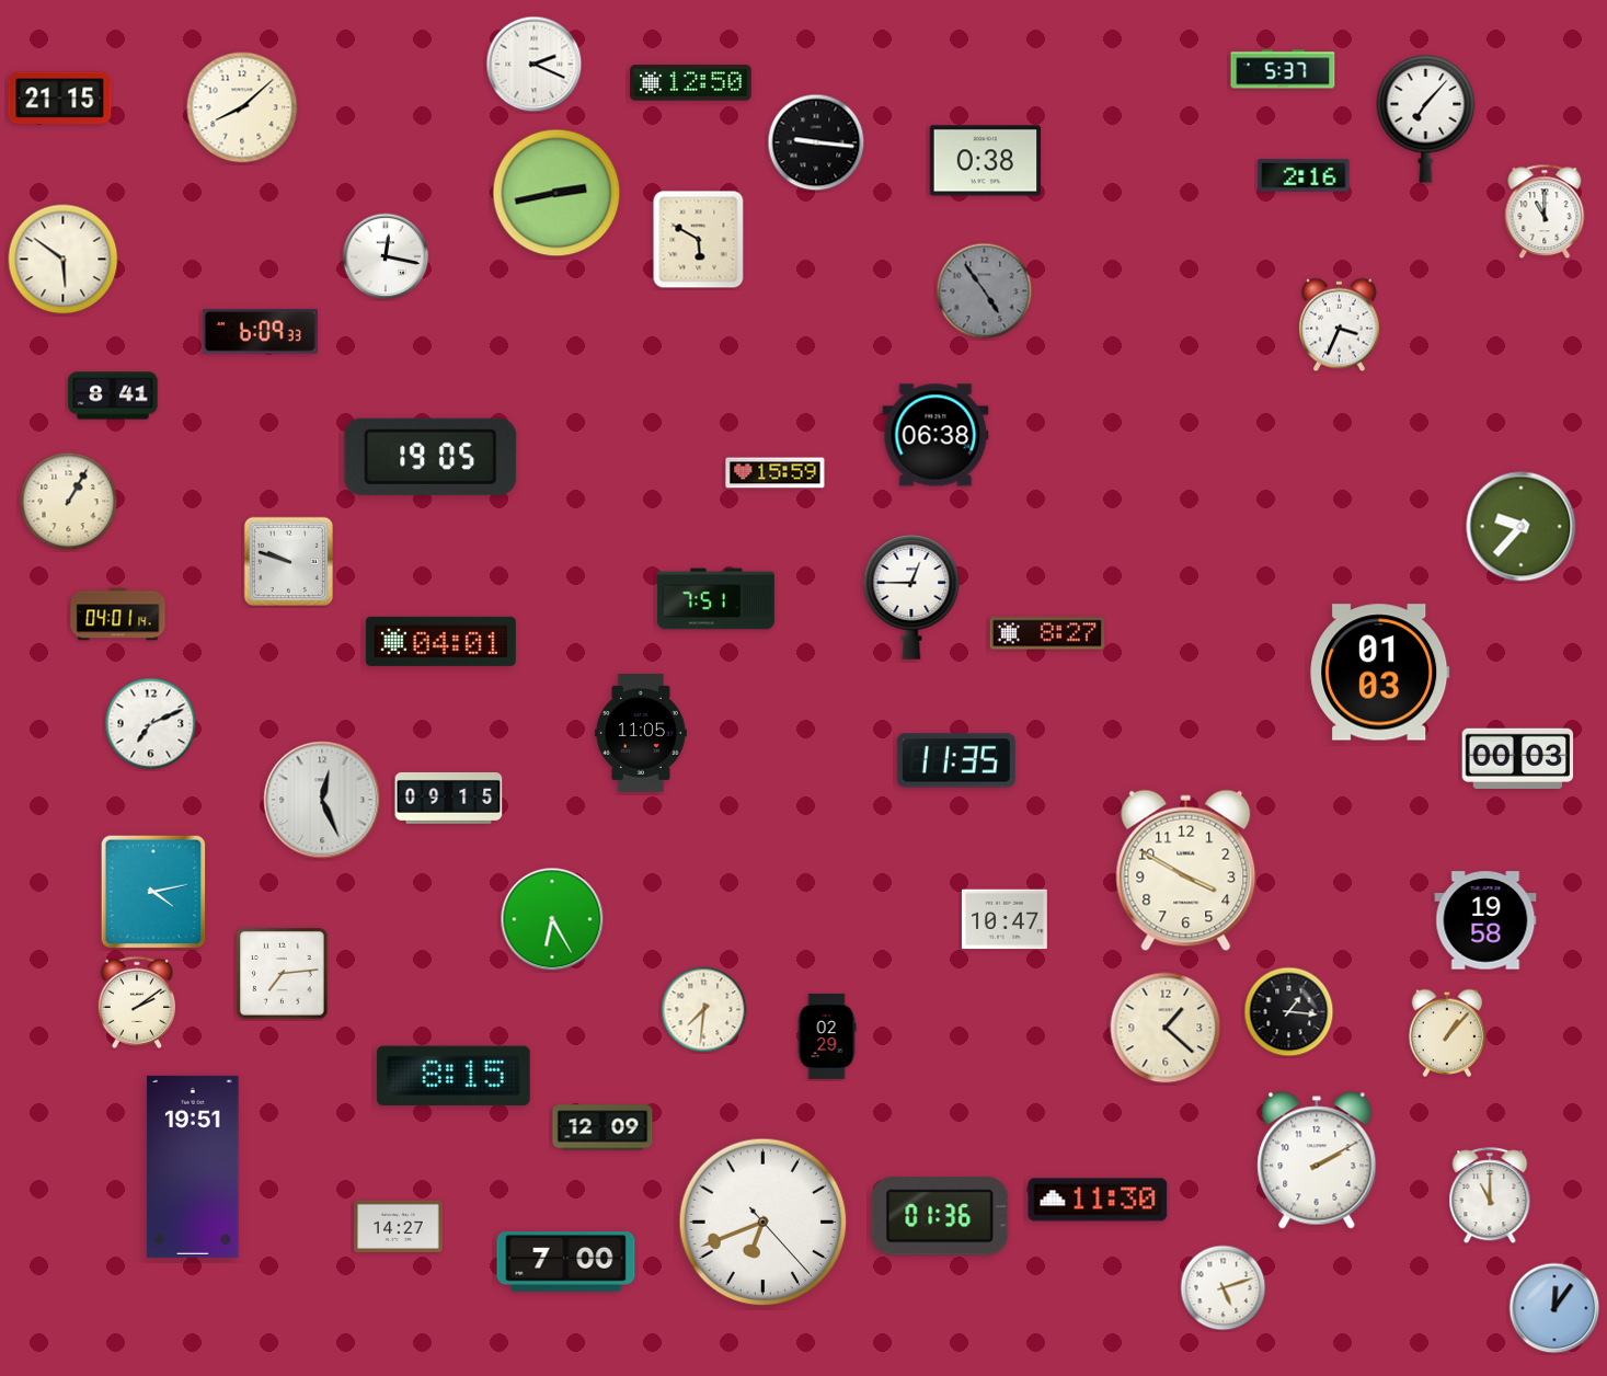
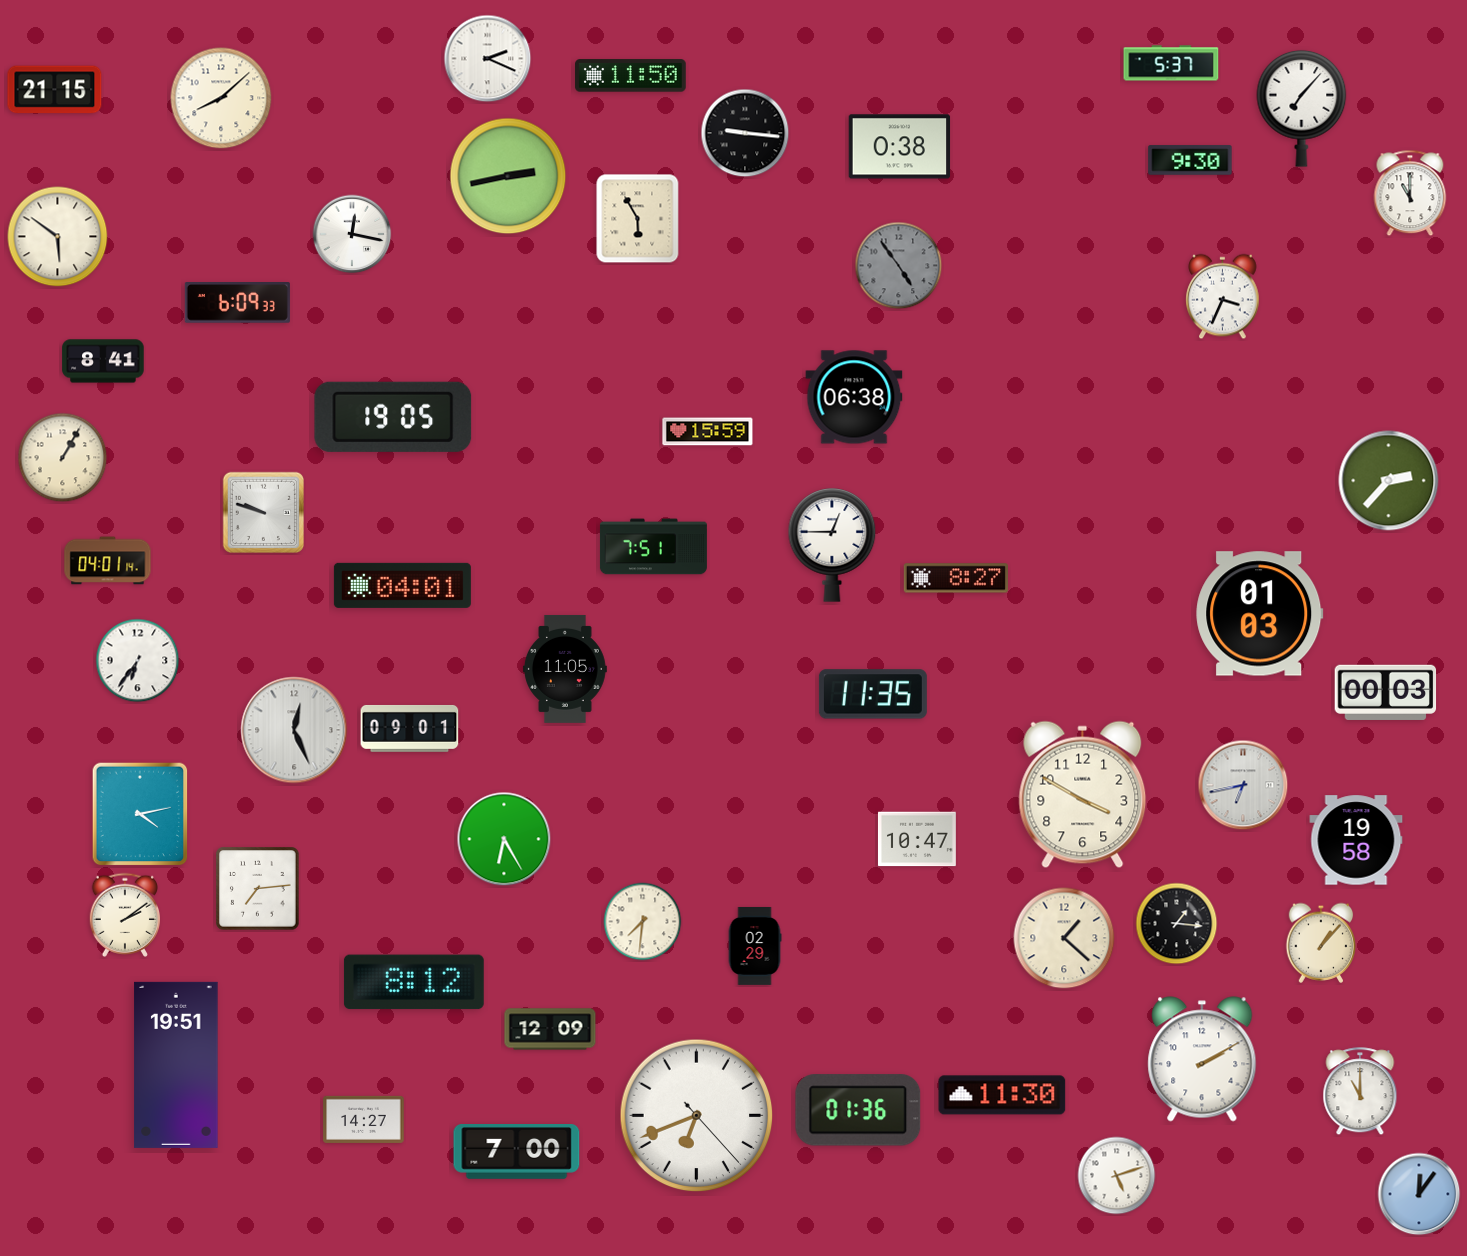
clock at (691, 83): 12:50 -> 11:50
clock at (816, 142) position: (816, 142) -> (745, 133)
clock at (1304, 175): 2:16 -> 9:30
clock at (699, 240): 5:50 -> 5:55
clock at (1522, 527): 9:37 -> 2:37
clock at (151, 724): 7:11 -> 6:36
clock at (641, 733) position: (641, 733) -> (565, 669)
clock at (449, 798): 09:15 -> 09:01
clock at (1243, 785): none -> 6:43
clock at (454, 1076): 8:15 -> 8:12
